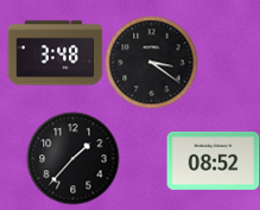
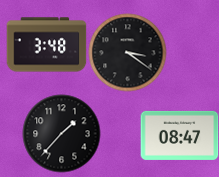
clock at (213, 160): 08:52 -> 08:47
